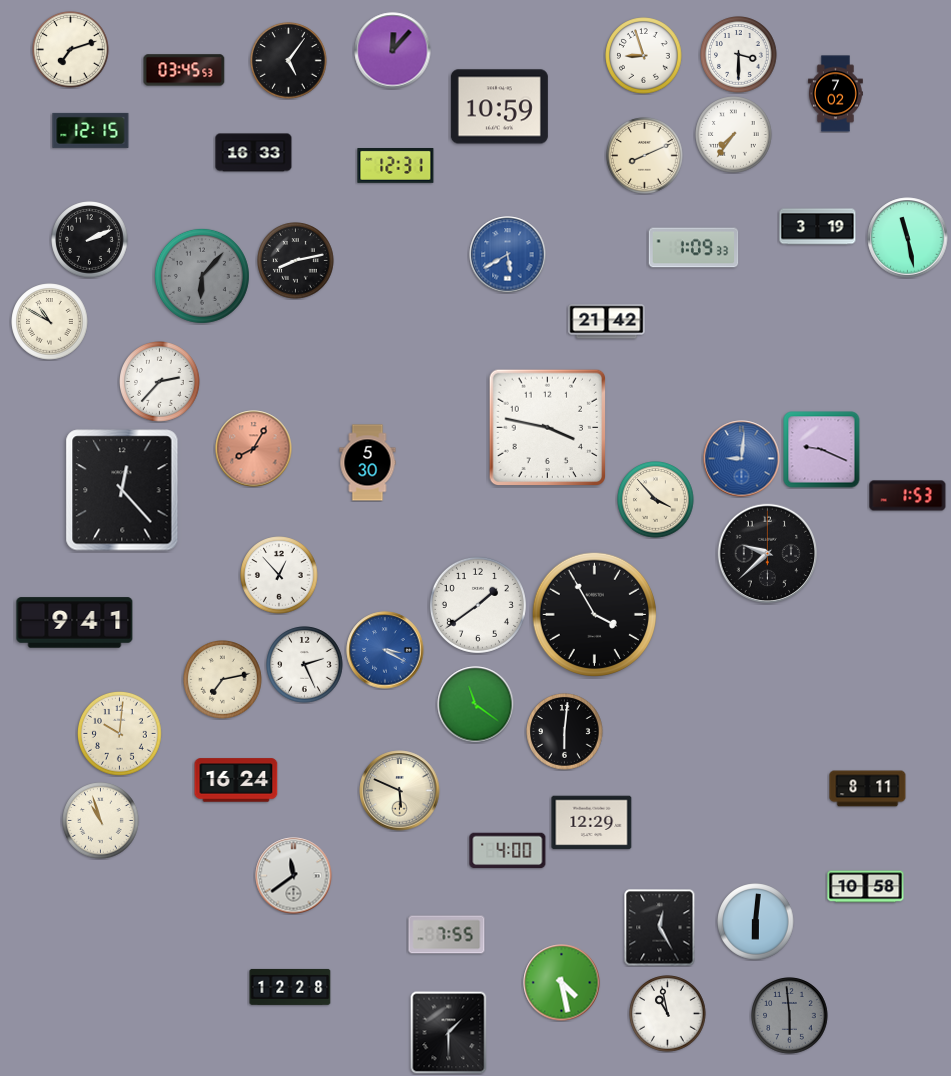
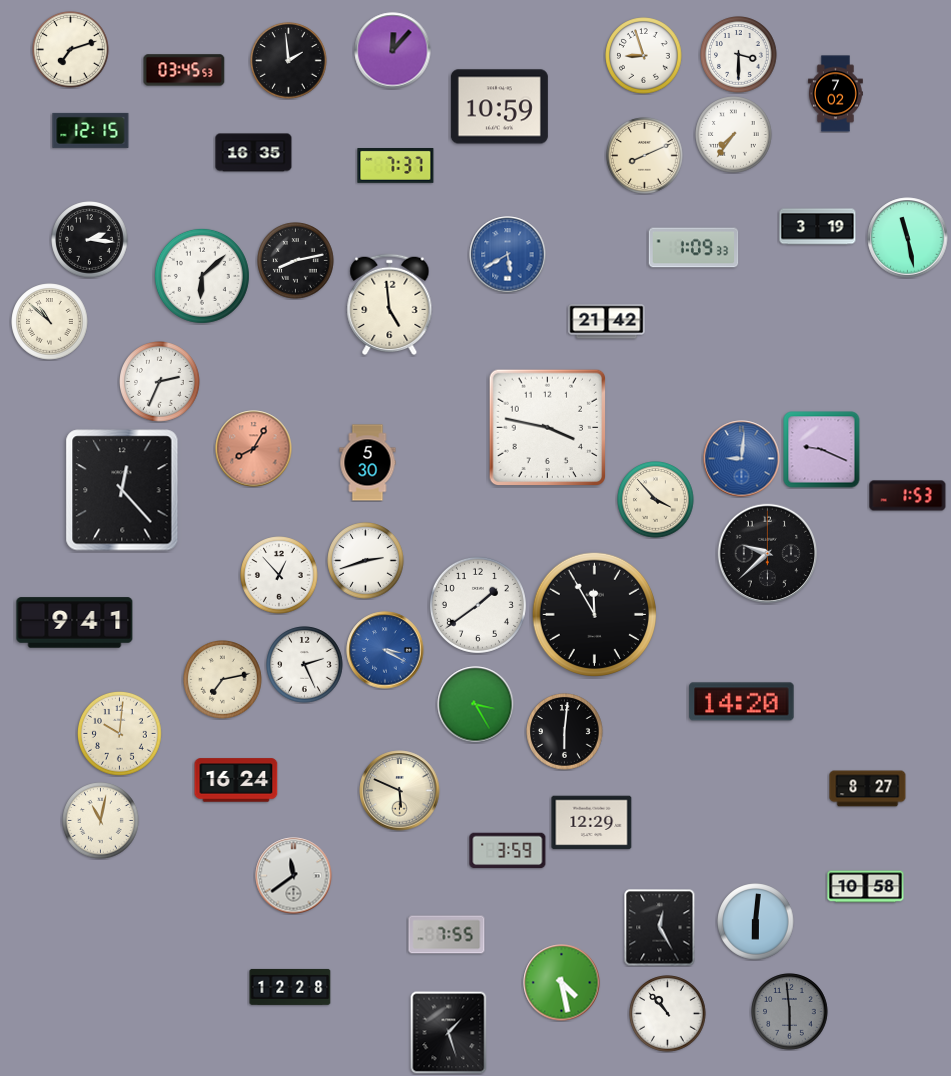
clock at (289, 61): 5:06 -> 1:59
clock at (254, 153): 16:33 -> 16:35
clock at (396, 166): 12:31 -> 7:37
clock at (90, 240): 2:11 -> 2:16
clock at (202, 276): 6:07 -> 6:08
clock at (202, 276) dial: grey -> white
clock at (390, 304): none -> 4:59
clock at (50, 322): 10:50 -> 10:52
clock at (160, 382): 2:37 -> 2:34
clock at (366, 561): none -> 2:42
clock at (594, 614): 3:55 -> 11:55
clock at (742, 702): none -> 14:20
clock at (476, 705): 11:21 -> 3:25
clock at (868, 789): 8:11 -> 8:27
clock at (101, 821): 10:57 -> 11:02
clock at (508, 851): 4:00 -> 3:59
clock at (668, 1014): 10:58 -> 10:53
clock at (790, 1016) position: (790, 1016) -> (790, 1012)
clock at (449, 1032): 1:30 -> 1:27
